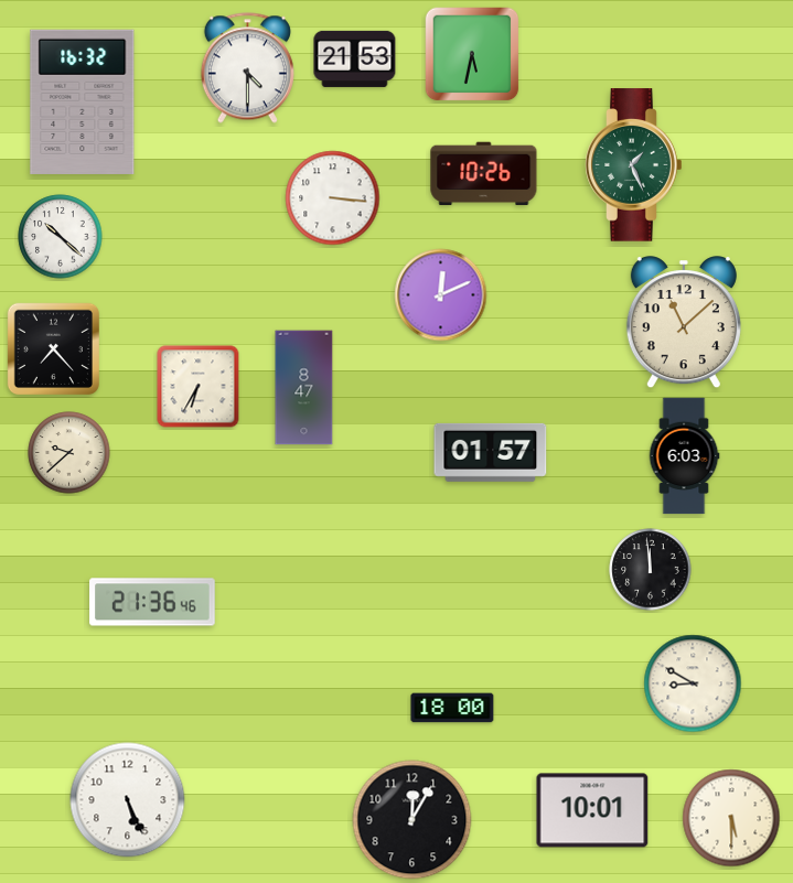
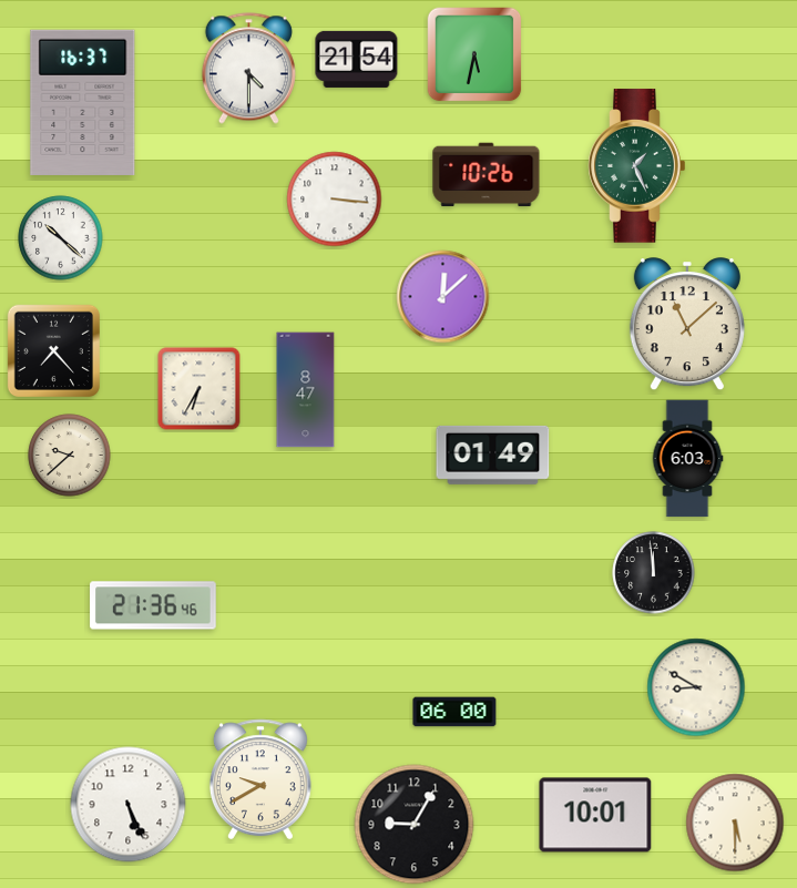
clock at (355, 58): 21:53 -> 21:54
clock at (83, 101): 16:32 -> 16:37
clock at (441, 295): 12:11 -> 12:08
clock at (491, 452): 01:57 -> 01:49
clock at (452, 708): 18:00 -> 06:00
clock at (260, 779): none -> 9:40
clock at (412, 820): 12:05 -> 9:05
